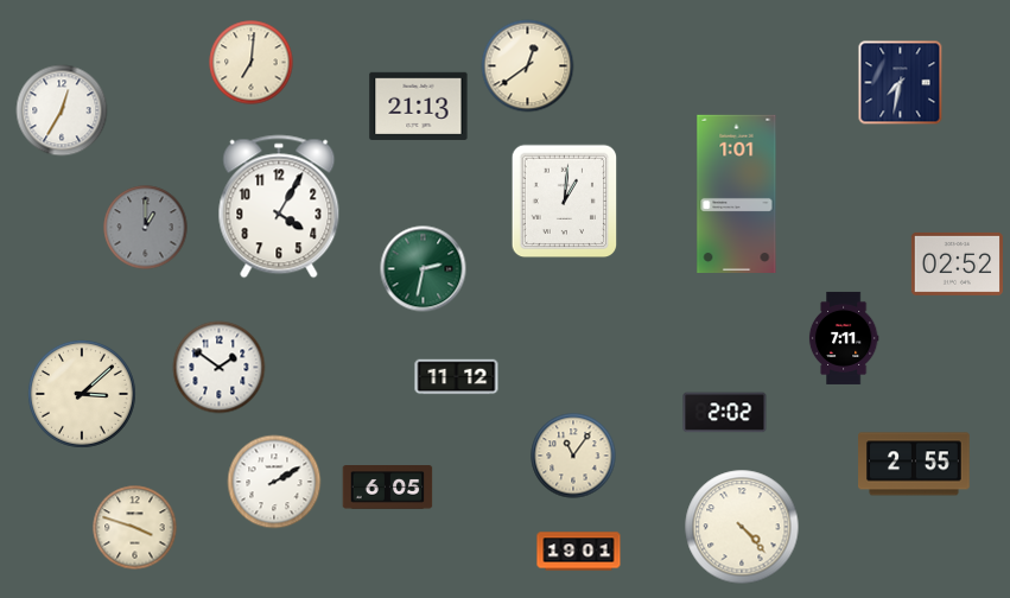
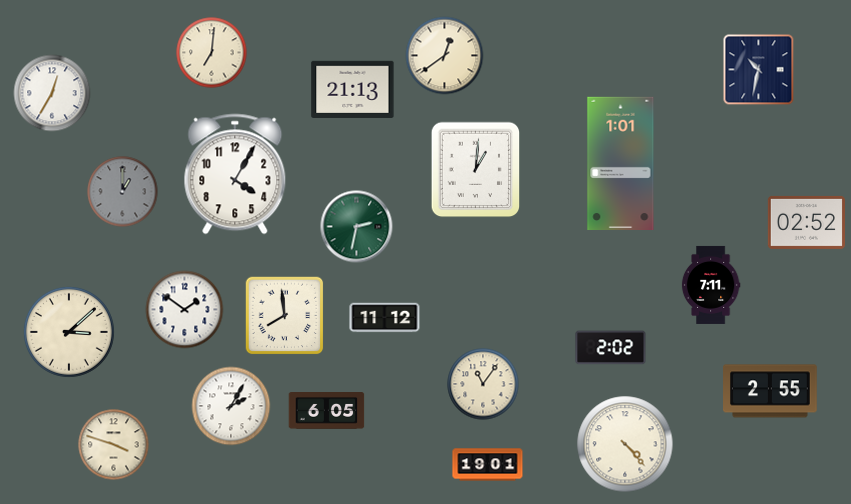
clock at (901, 83): 7:32 -> 10:32
clock at (285, 316): none -> 7:59
clock at (274, 482): 2:10 -> 2:05
